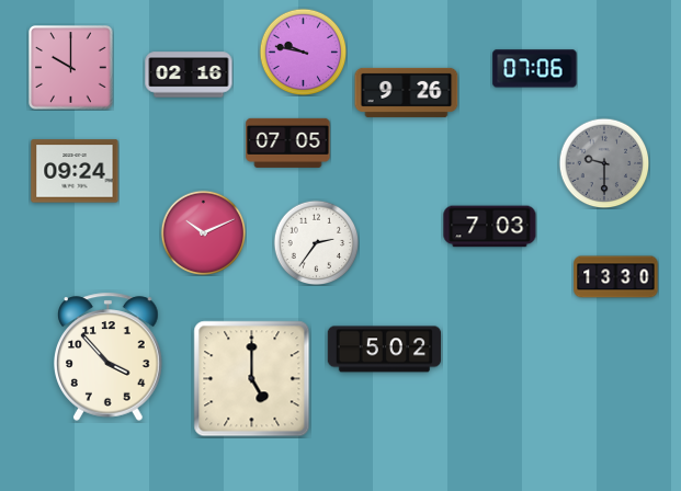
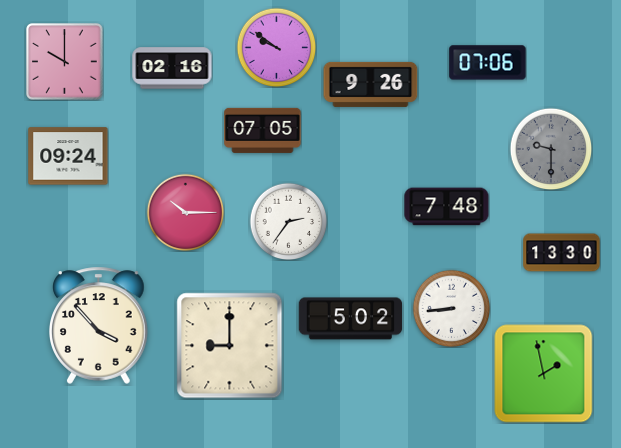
clock at (303, 52): 9:47 -> 9:51
clock at (490, 227): 7:03 -> 7:48
clock at (203, 232): 10:11 -> 10:15
clock at (451, 308): none -> 8:44
clock at (252, 379): 5:00 -> 9:00
clock at (544, 374): none -> 1:58
